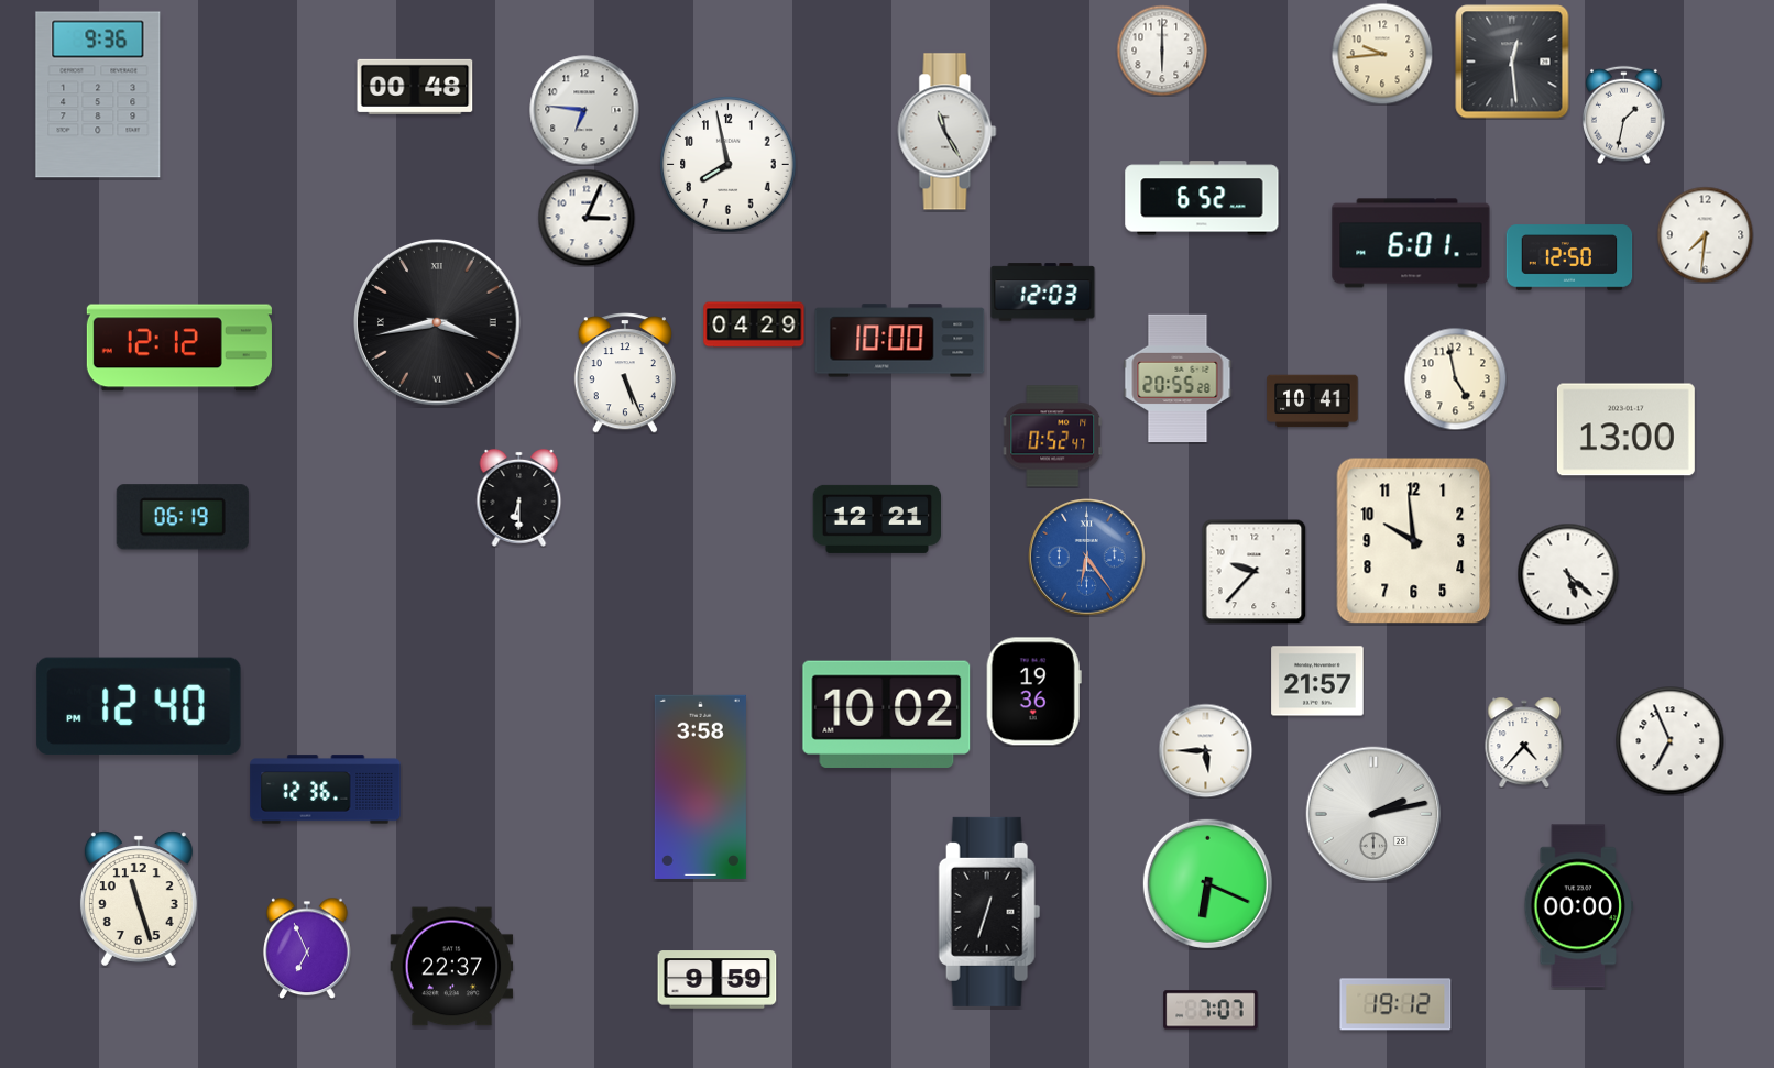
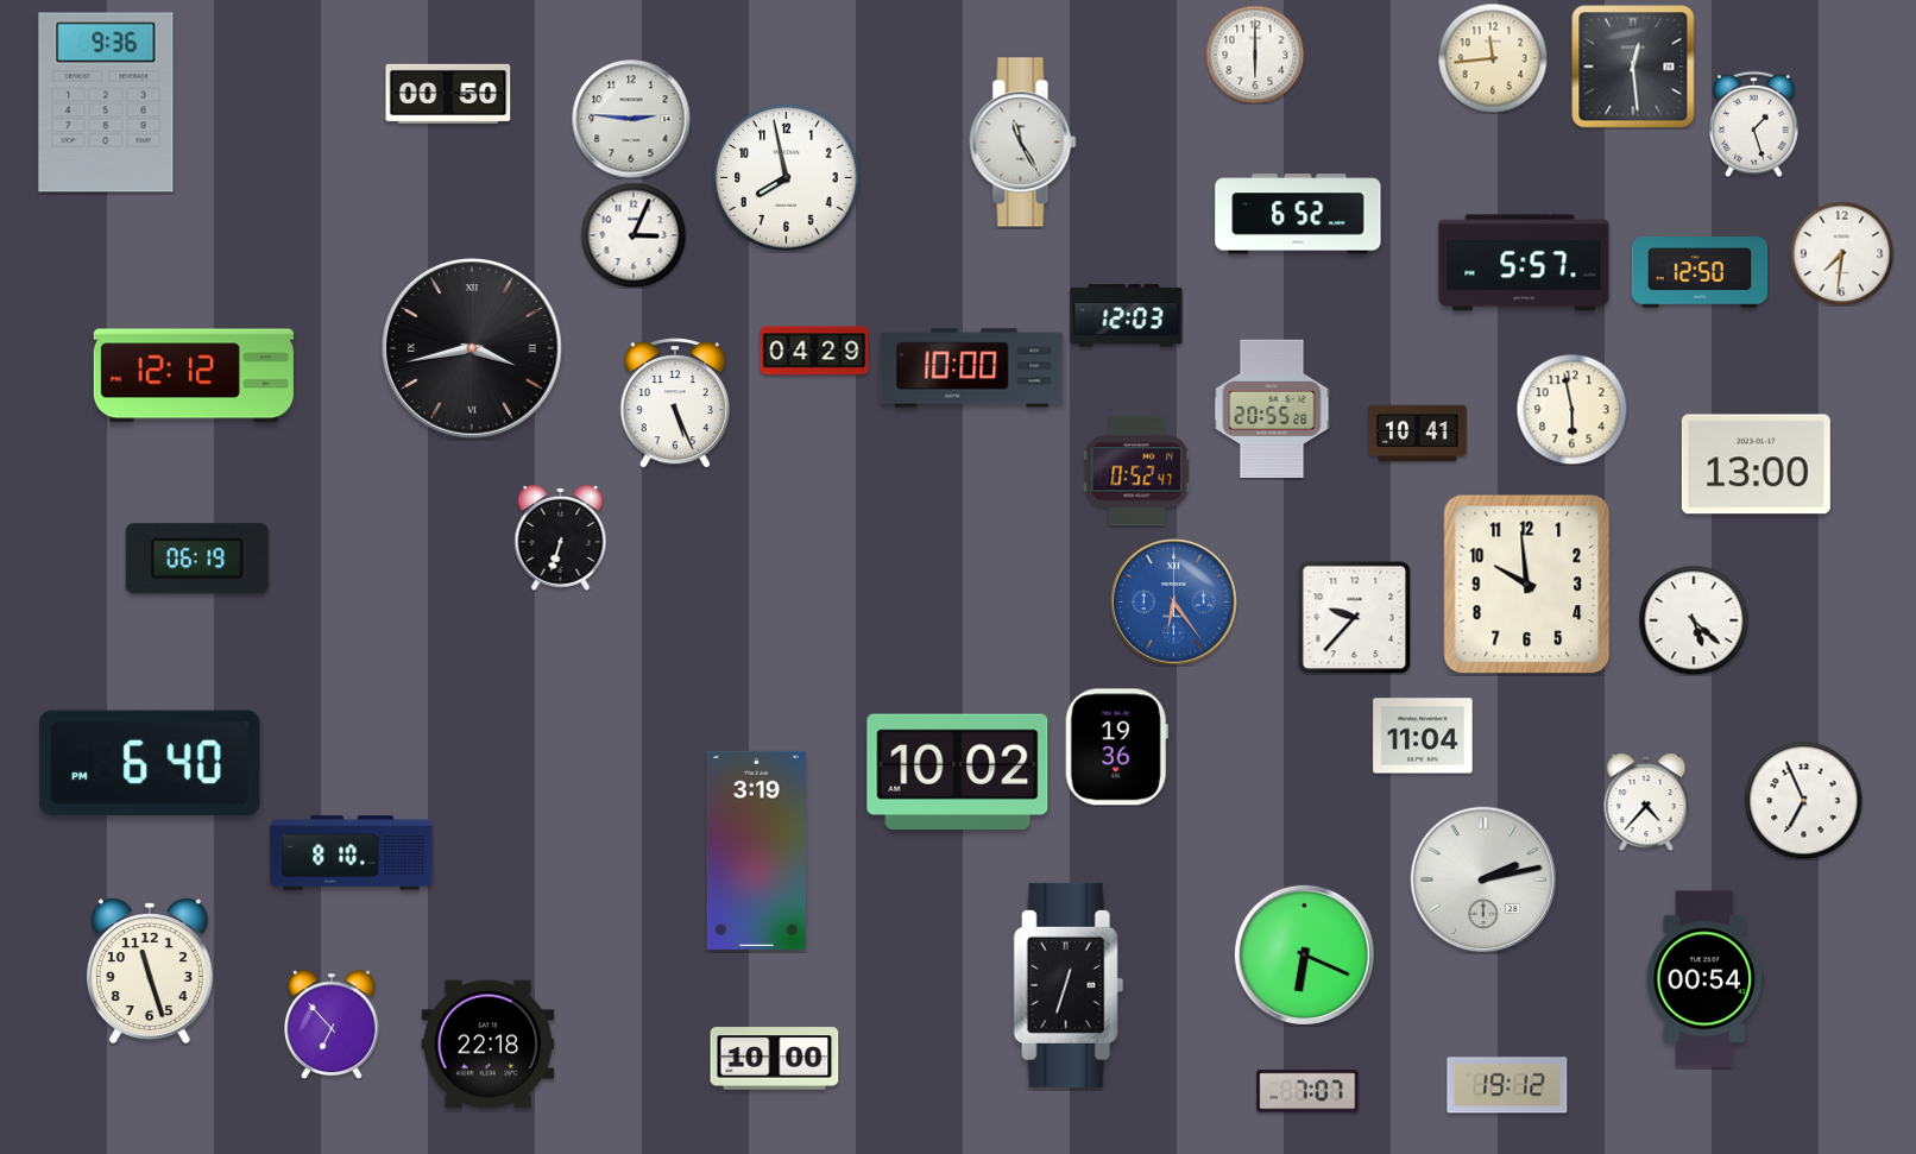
clock at (1382, 54): 9:44 -> 11:44
clock at (415, 87): 00:48 -> 00:50
clock at (584, 110): 6:46 -> 2:46
clock at (1624, 114): 1:32 -> 1:27
clock at (1411, 243): 6:01 -> 5:57
clock at (1569, 257) position: (1569, 257) -> (1700, 272)
clock at (1455, 378): 4:58 -> 5:58
clock at (519, 497): 6:30 -> 6:33
clock at (876, 519): 12:21 -> none
clock at (1317, 681): 21:57 -> 11:04
clock at (139, 706): 12:40 -> 6:40
clock at (1205, 750): 5:45 -> none
clock at (700, 786): 3:58 -> 3:19
clock at (326, 790): 12:36 -> 8:10
clock at (1578, 906): 00:00 -> 00:54
clock at (307, 948): 6:56 -> 6:53
clock at (452, 967): 22:37 -> 22:18
clock at (718, 980): 9:59 -> 10:00
